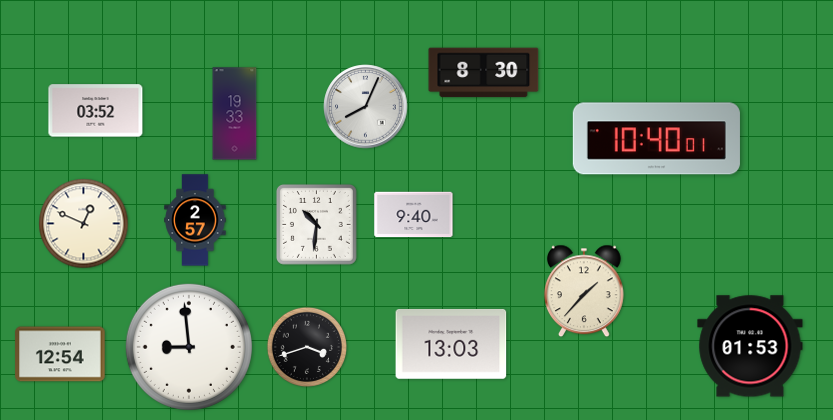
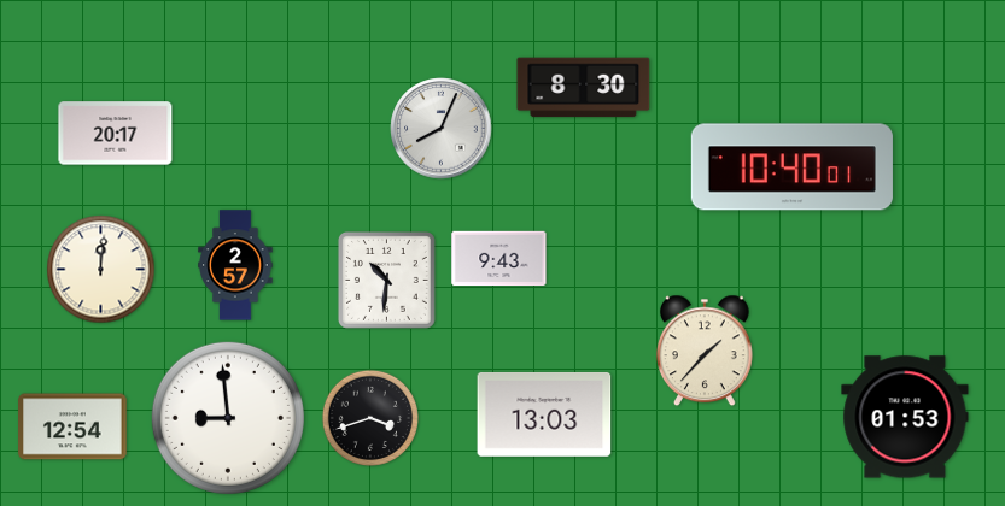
clock at (96, 111): 03:52 -> 20:17
clock at (235, 114): 19:33 -> none
clock at (414, 215): 9:40 -> 9:43
clock at (84, 224): 12:49 -> 12:01
clock at (316, 224) position: (316, 224) -> (386, 280)
